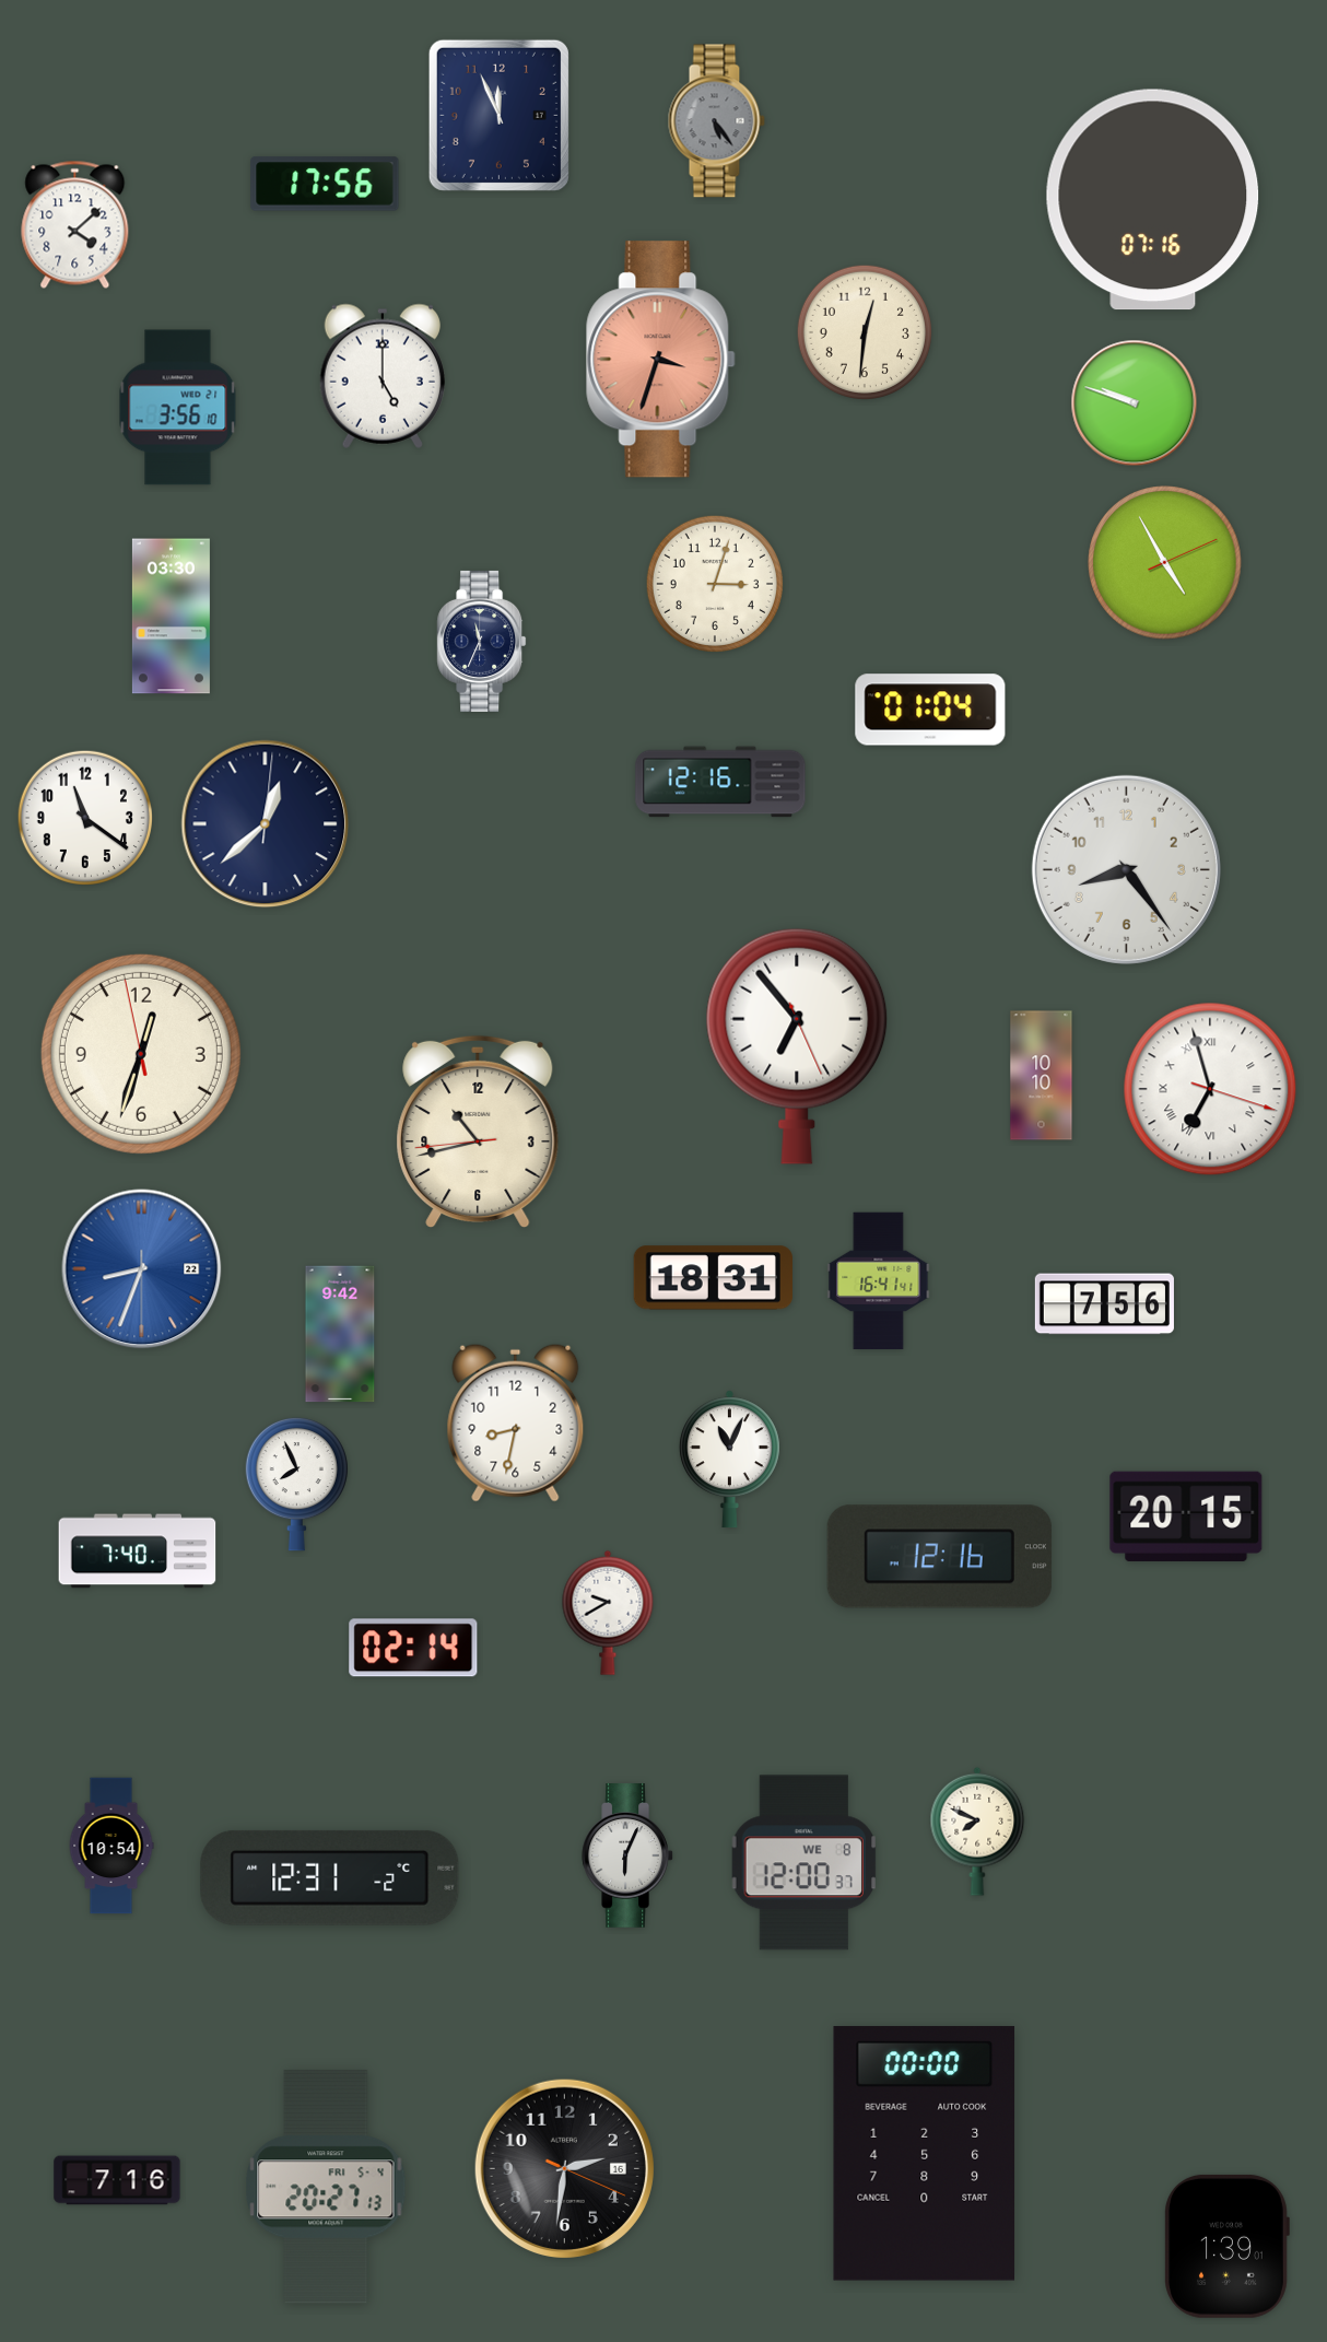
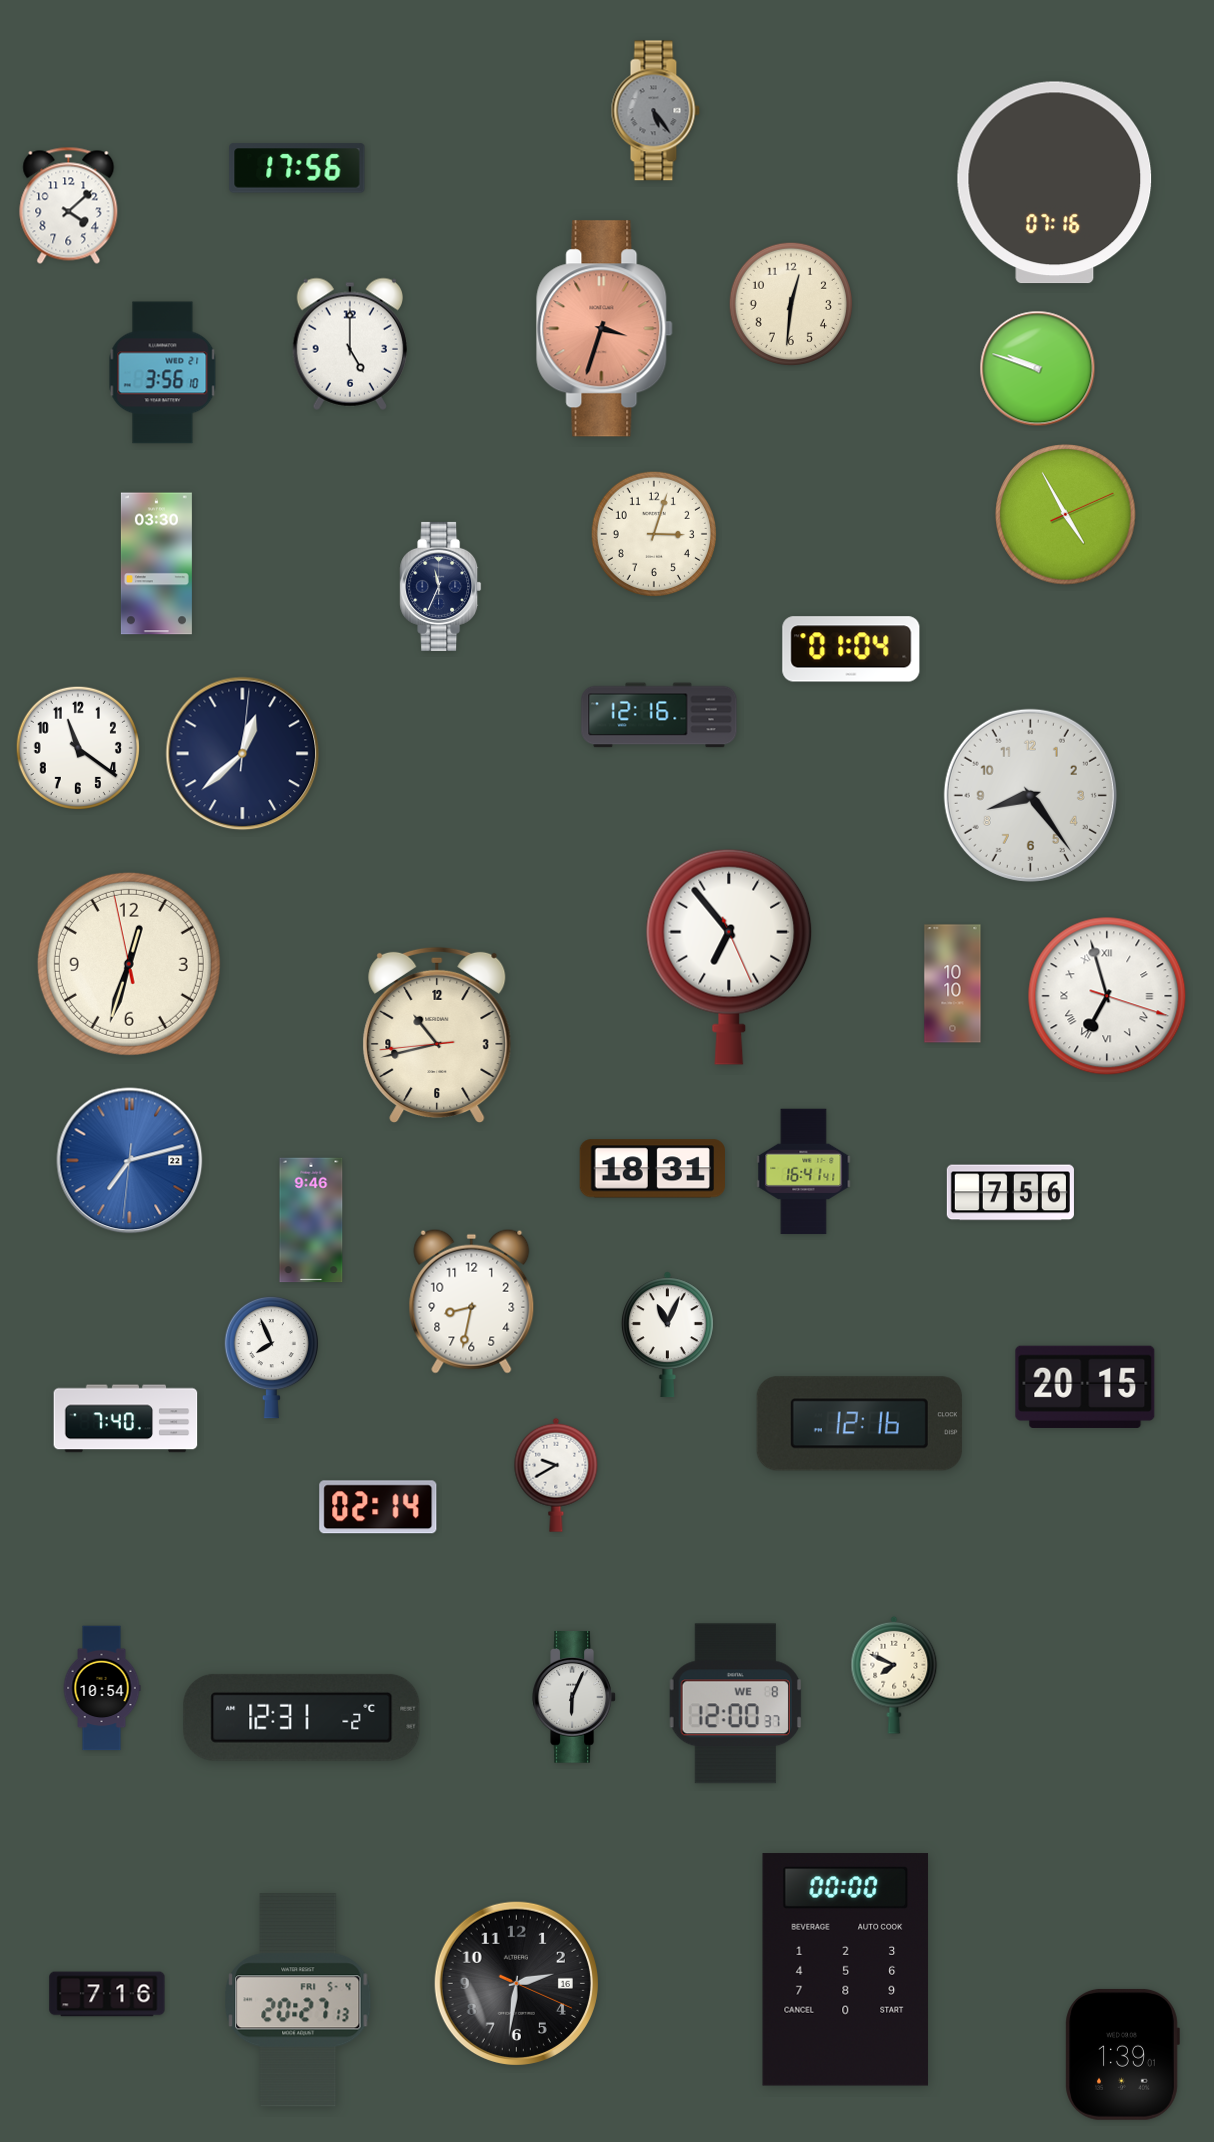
clock at (498, 115): 11:56 -> none
clock at (142, 1269): 8:33 -> 7:12
clock at (340, 1334): 9:42 -> 9:46
